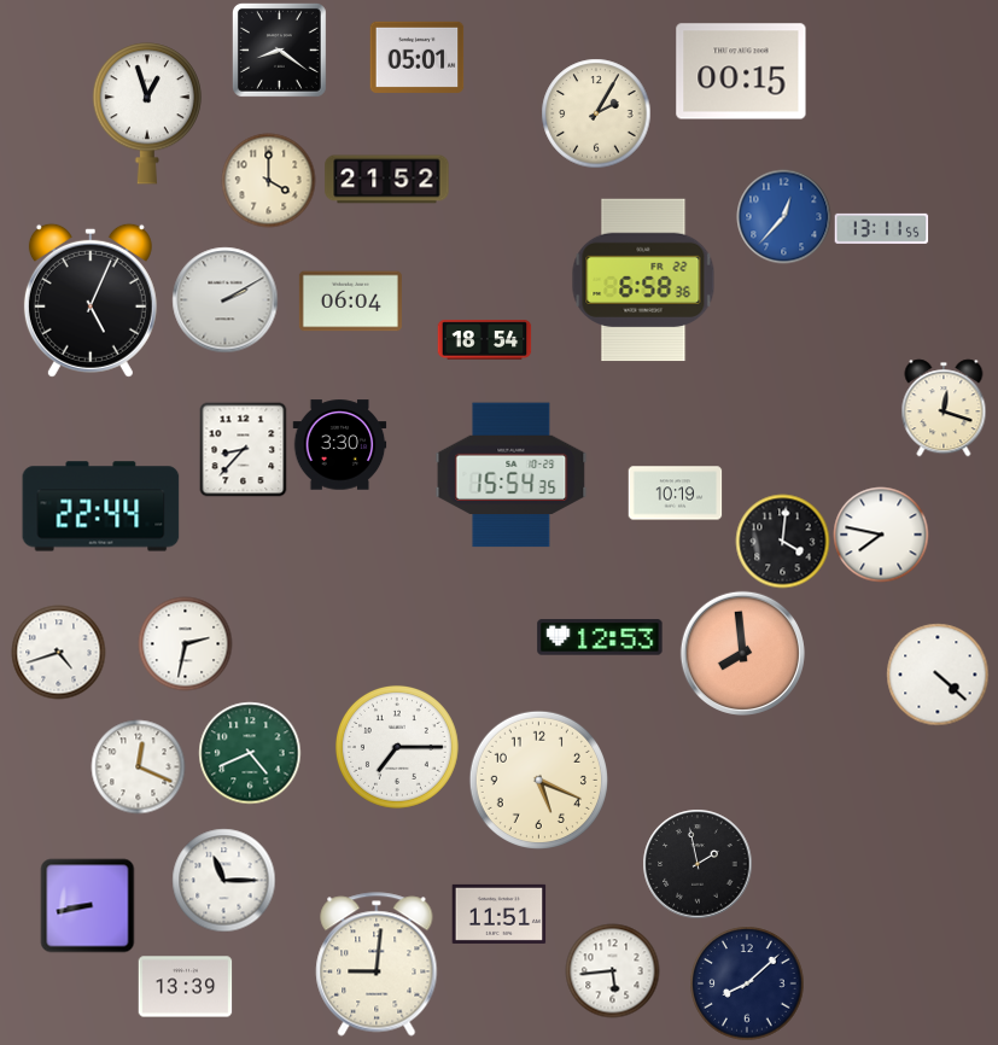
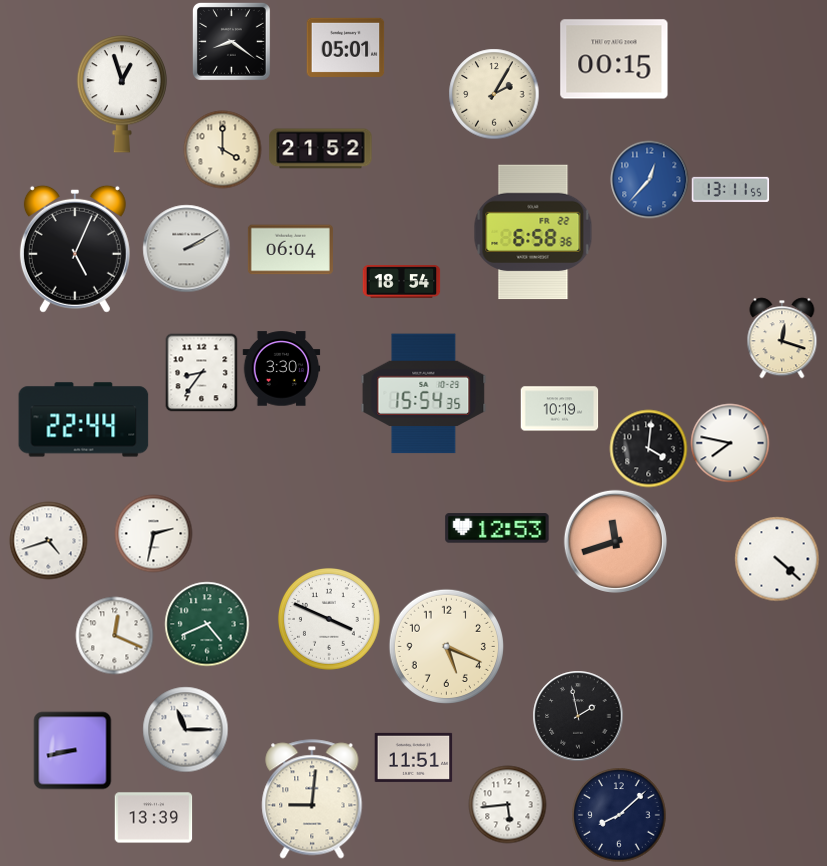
clock at (244, 449): 8:37 -> 8:36
clock at (742, 653): 7:59 -> 11:42
clock at (397, 747): 7:15 -> 3:49
